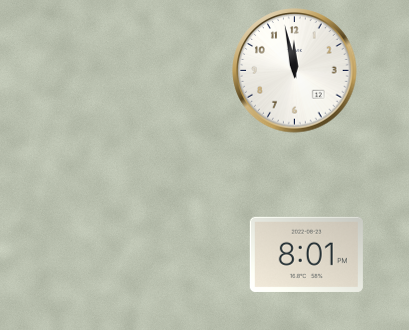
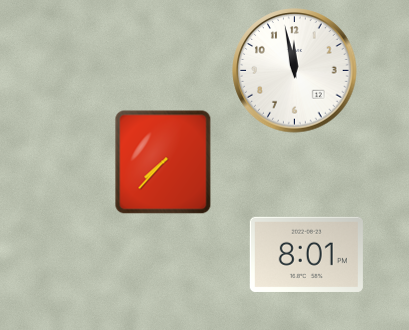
clock at (163, 162): none -> 7:37
